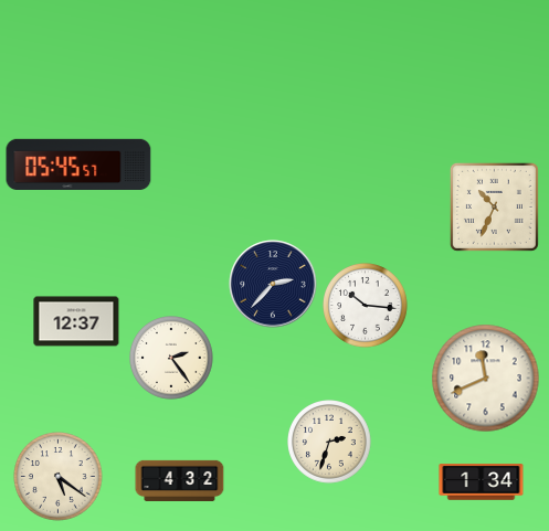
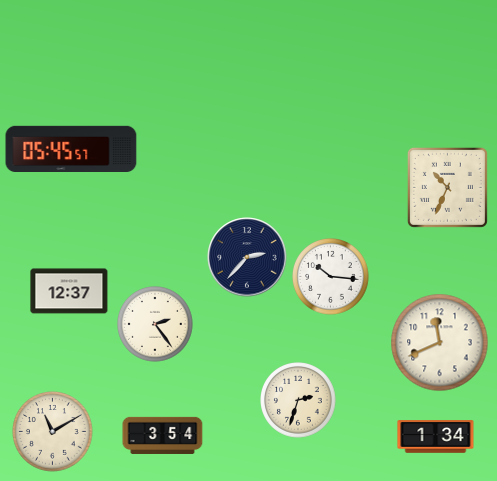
clock at (59, 477): 5:21 -> 11:10
clock at (180, 480): 4:32 -> 3:54
